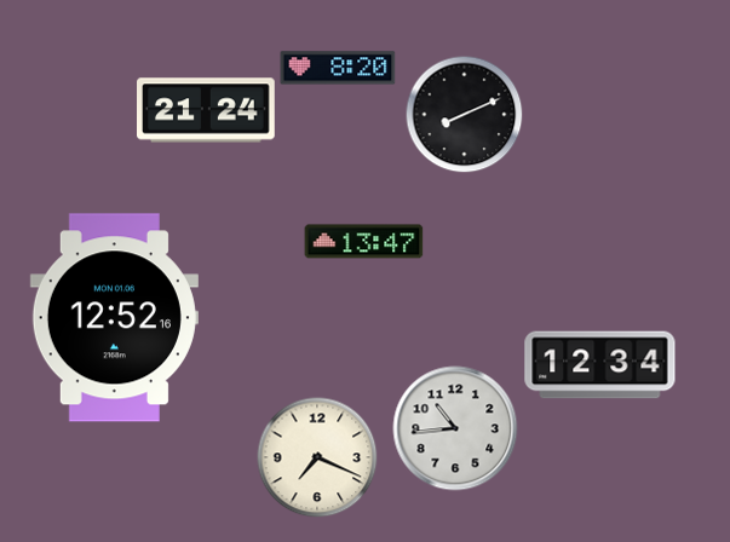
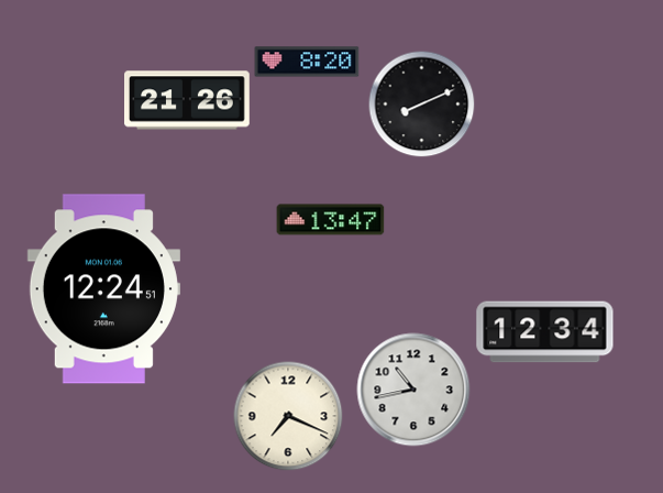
clock at (207, 110): 21:24 -> 21:26
clock at (114, 318): 12:52 -> 12:24
clock at (455, 428): 10:44 -> 10:43
